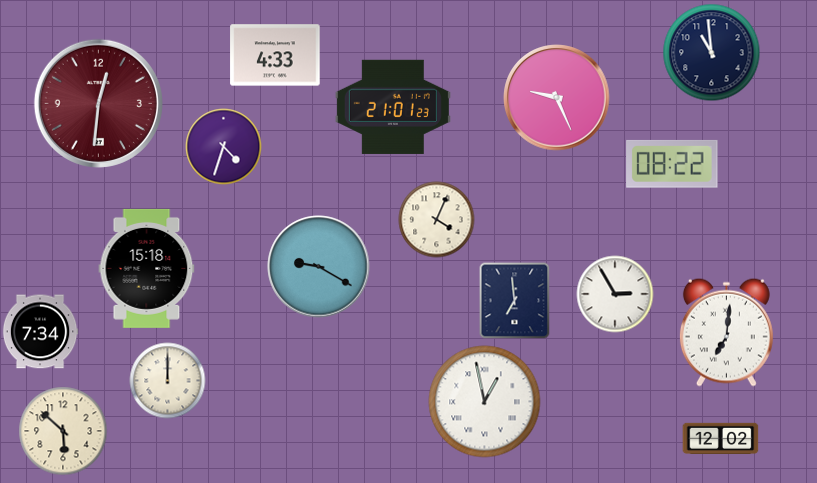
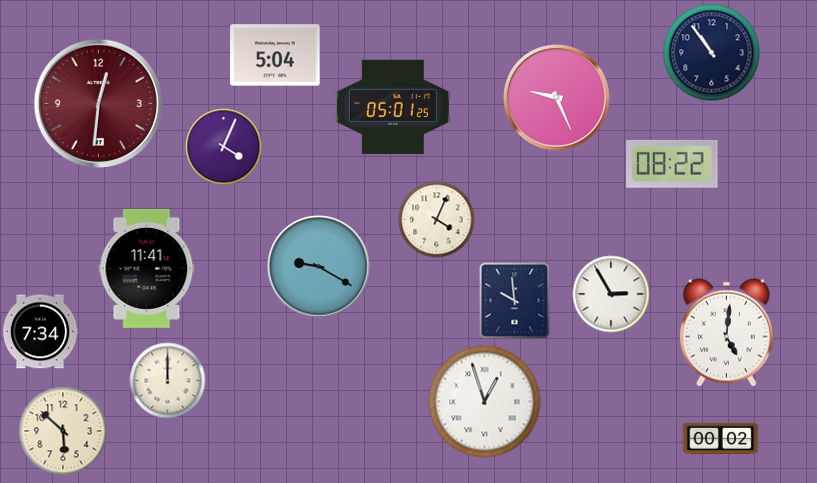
clock at (712, 53): 10:59 -> 10:54
clock at (275, 55): 4:33 -> 5:04
clock at (393, 107): 21:01 -> 05:01
clock at (224, 147): 4:33 -> 4:04
clock at (147, 268): 15:18 -> 11:41
clock at (615, 294) position: (615, 294) -> (611, 294)
clock at (515, 301): 6:59 -> 9:59
clock at (726, 332): 7:01 -> 5:01
clock at (485, 402): 12:58 -> 12:57
clock at (721, 438): 12:02 -> 00:02
